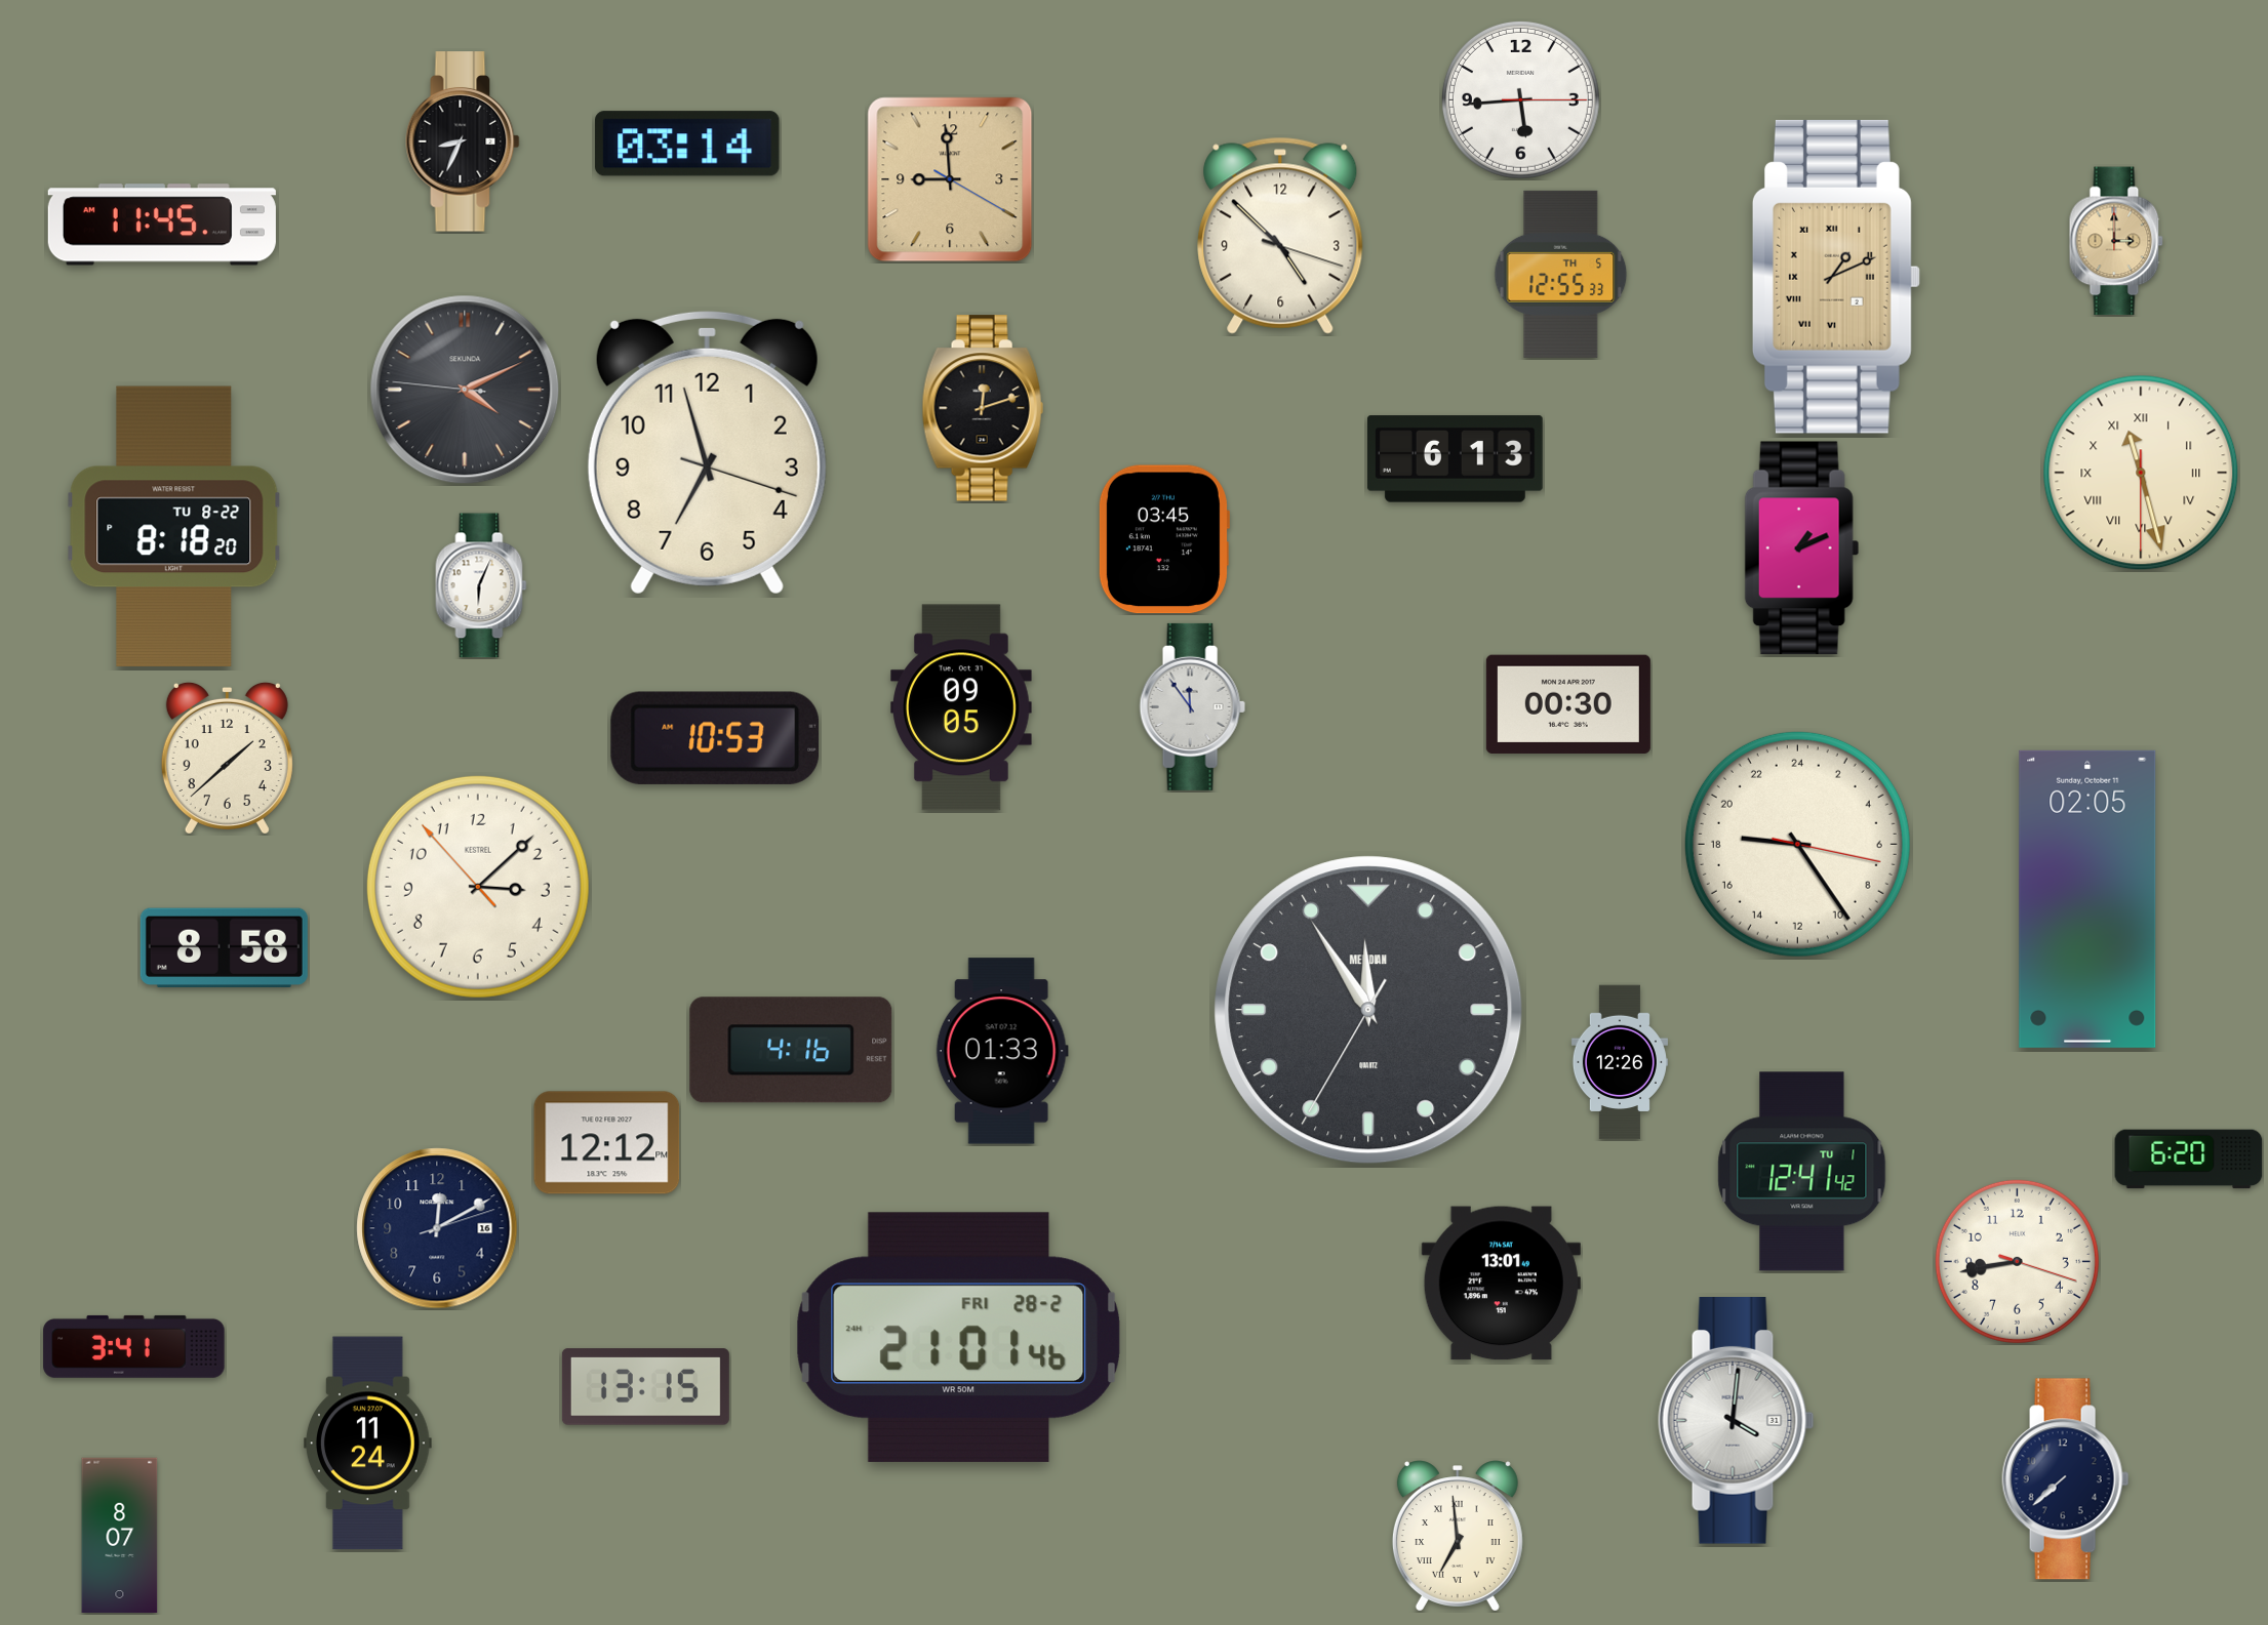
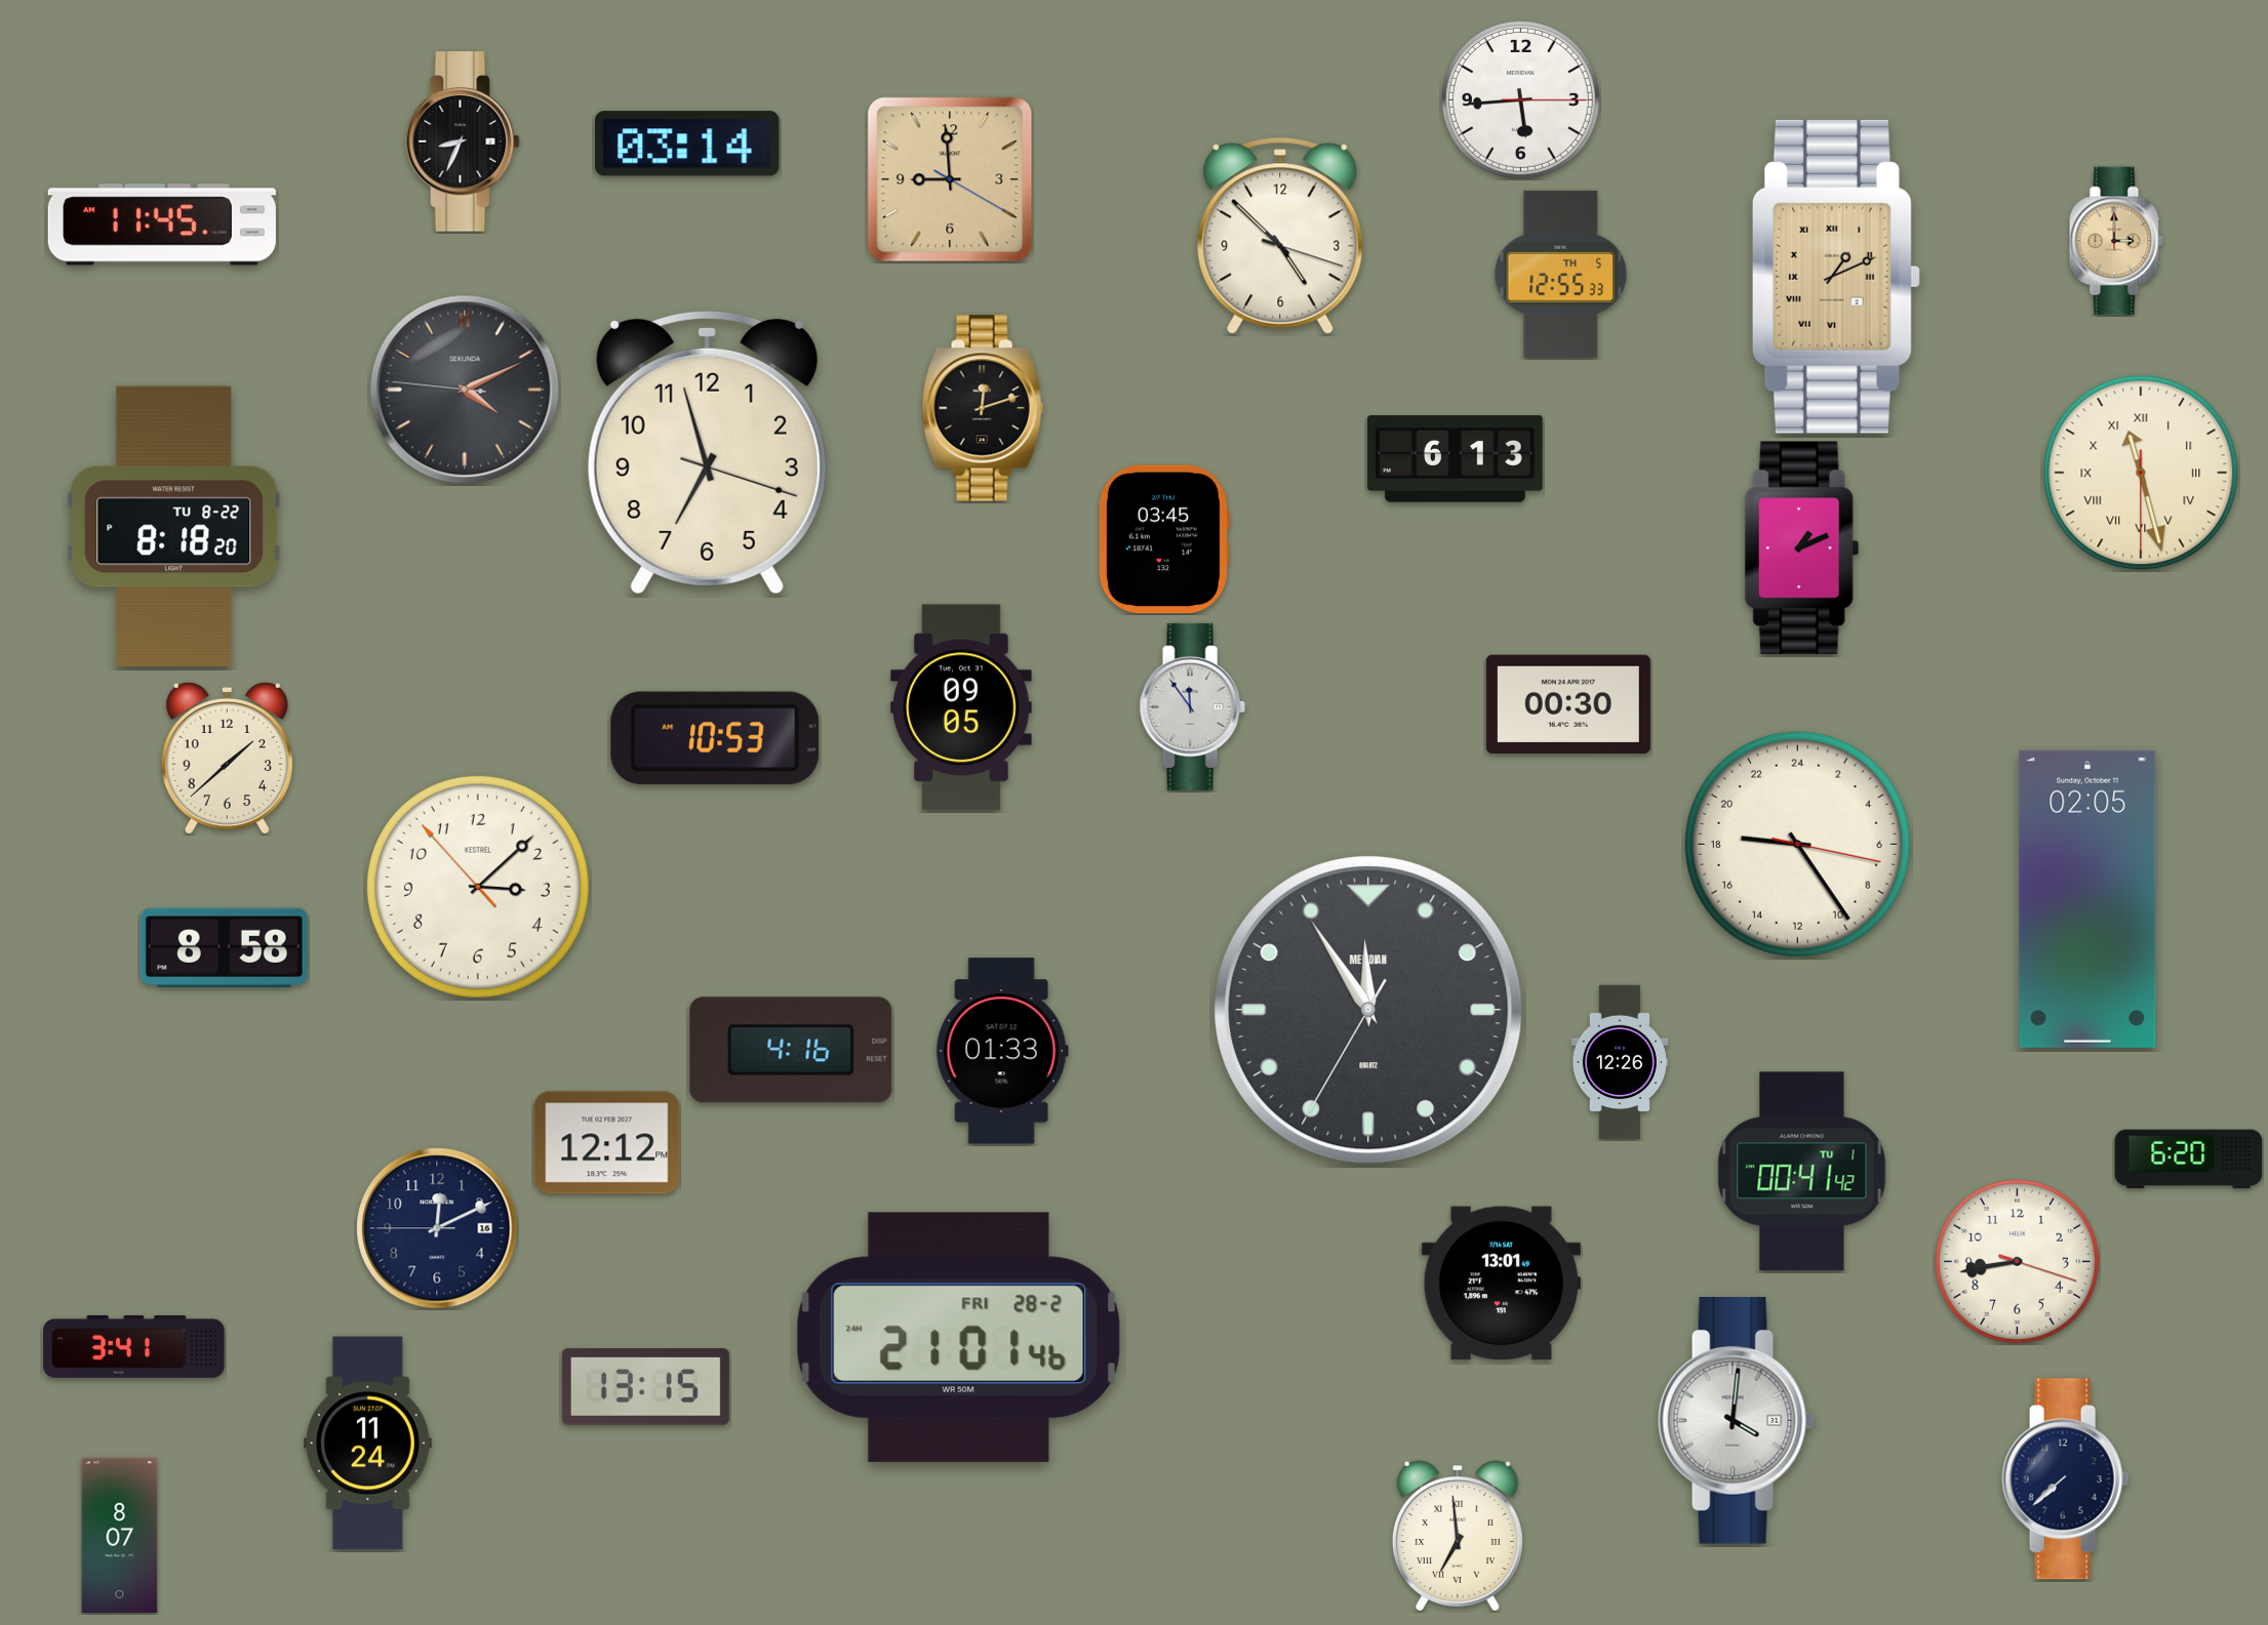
clock at (481, 585): 6:04 -> none
clock at (1802, 1172): 12:41 -> 00:41
clock at (437, 1228): 12:10:12 -> 12:10:45
